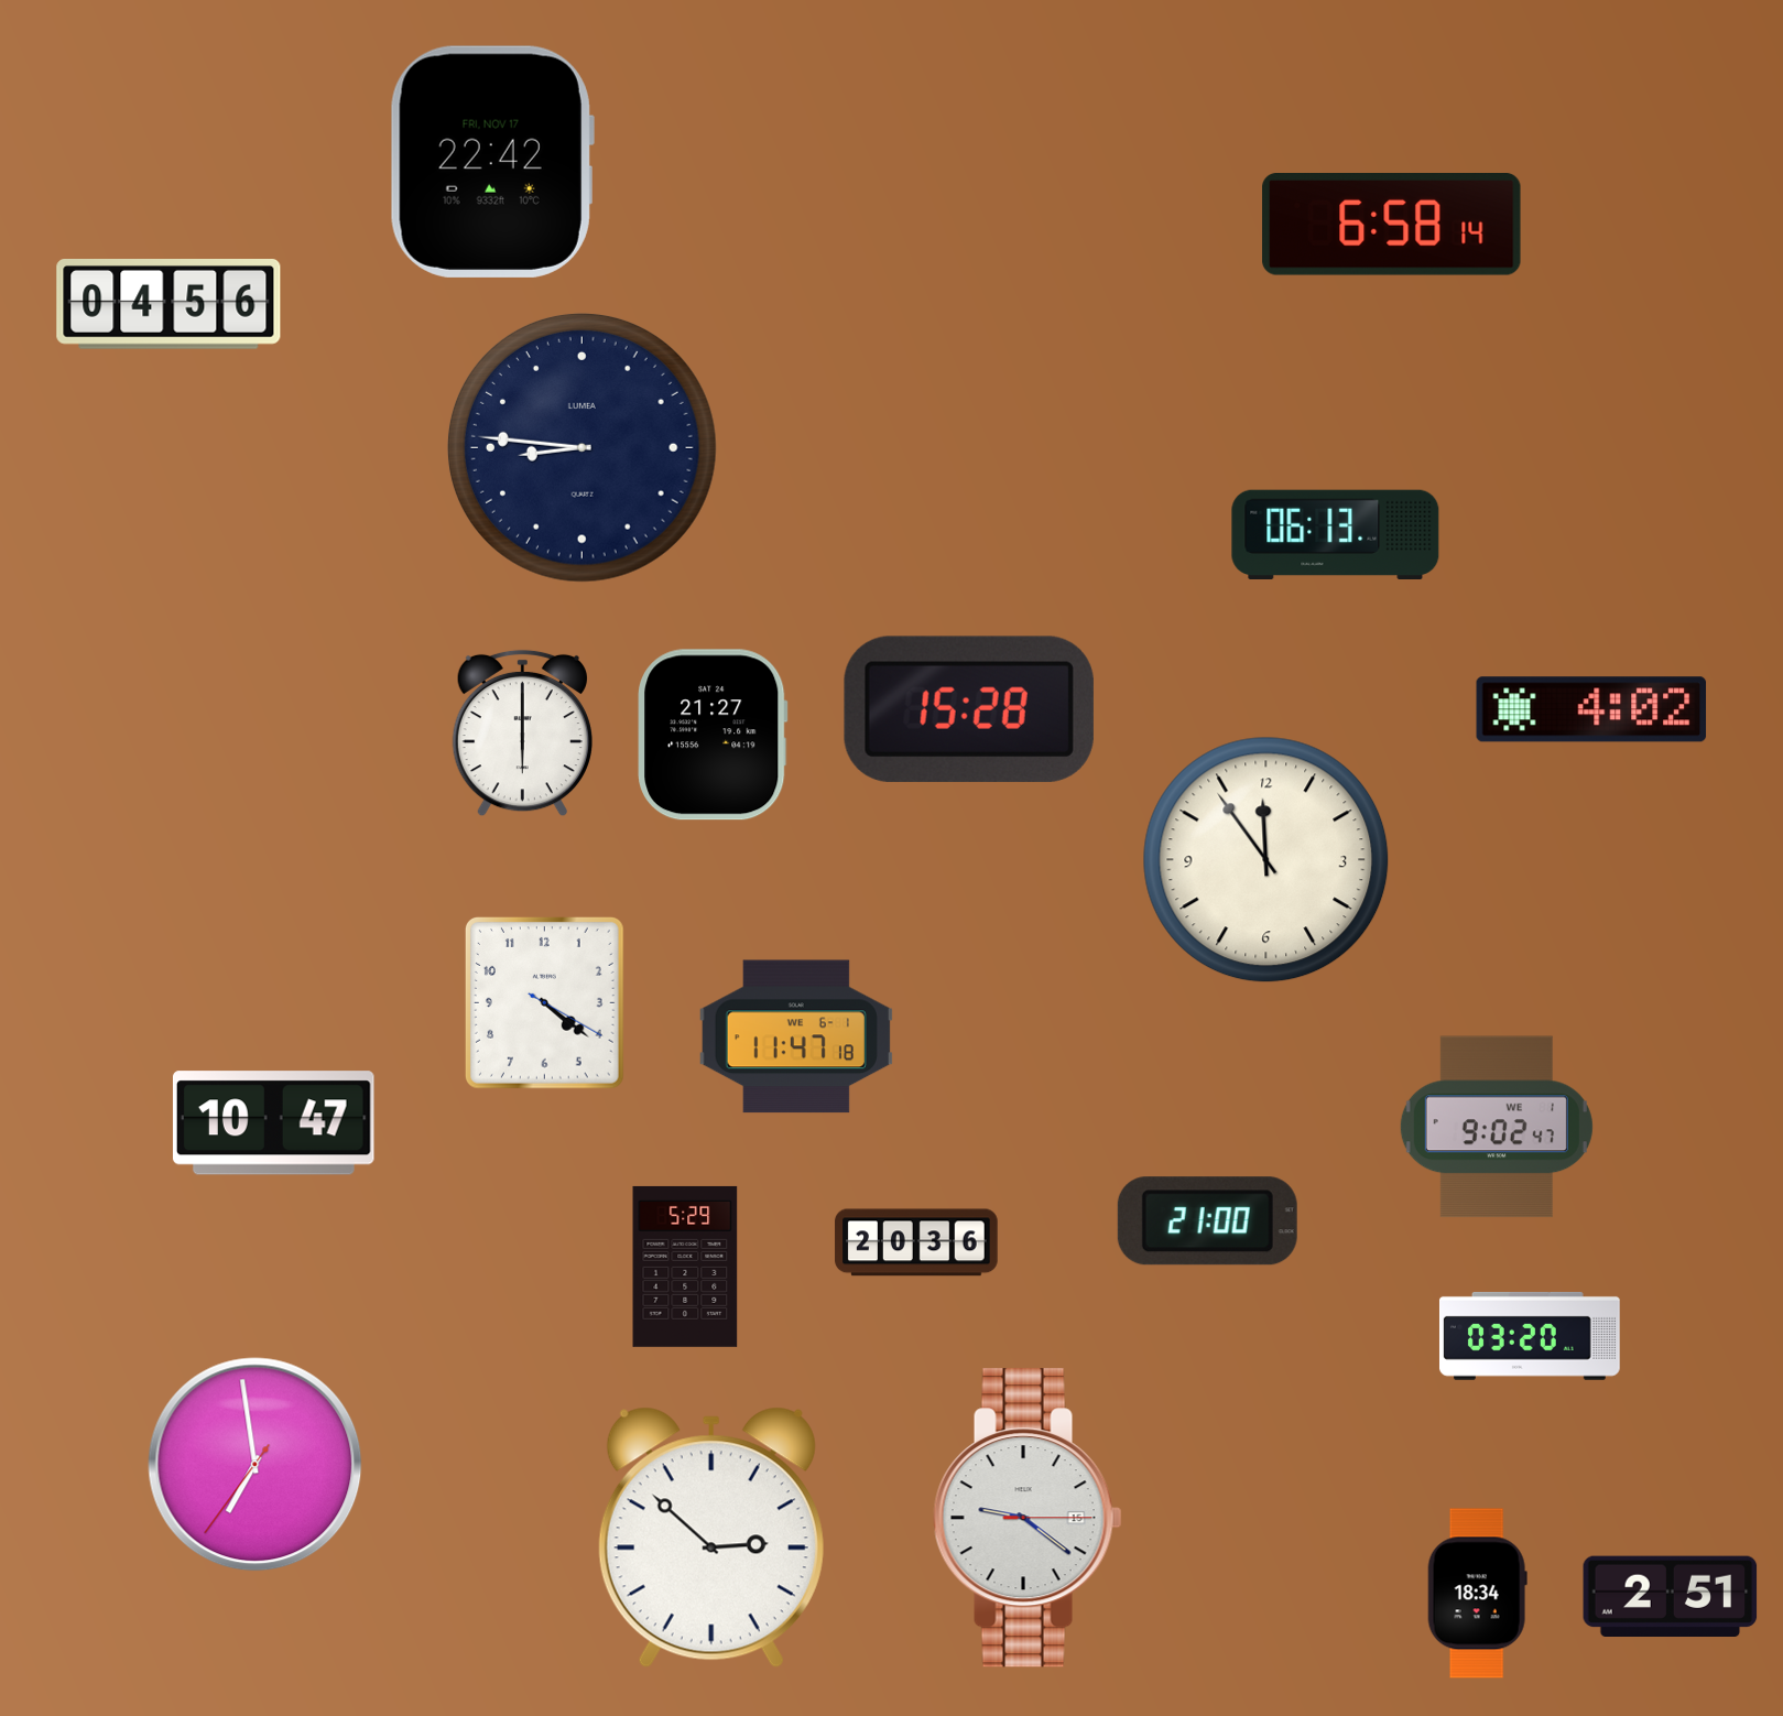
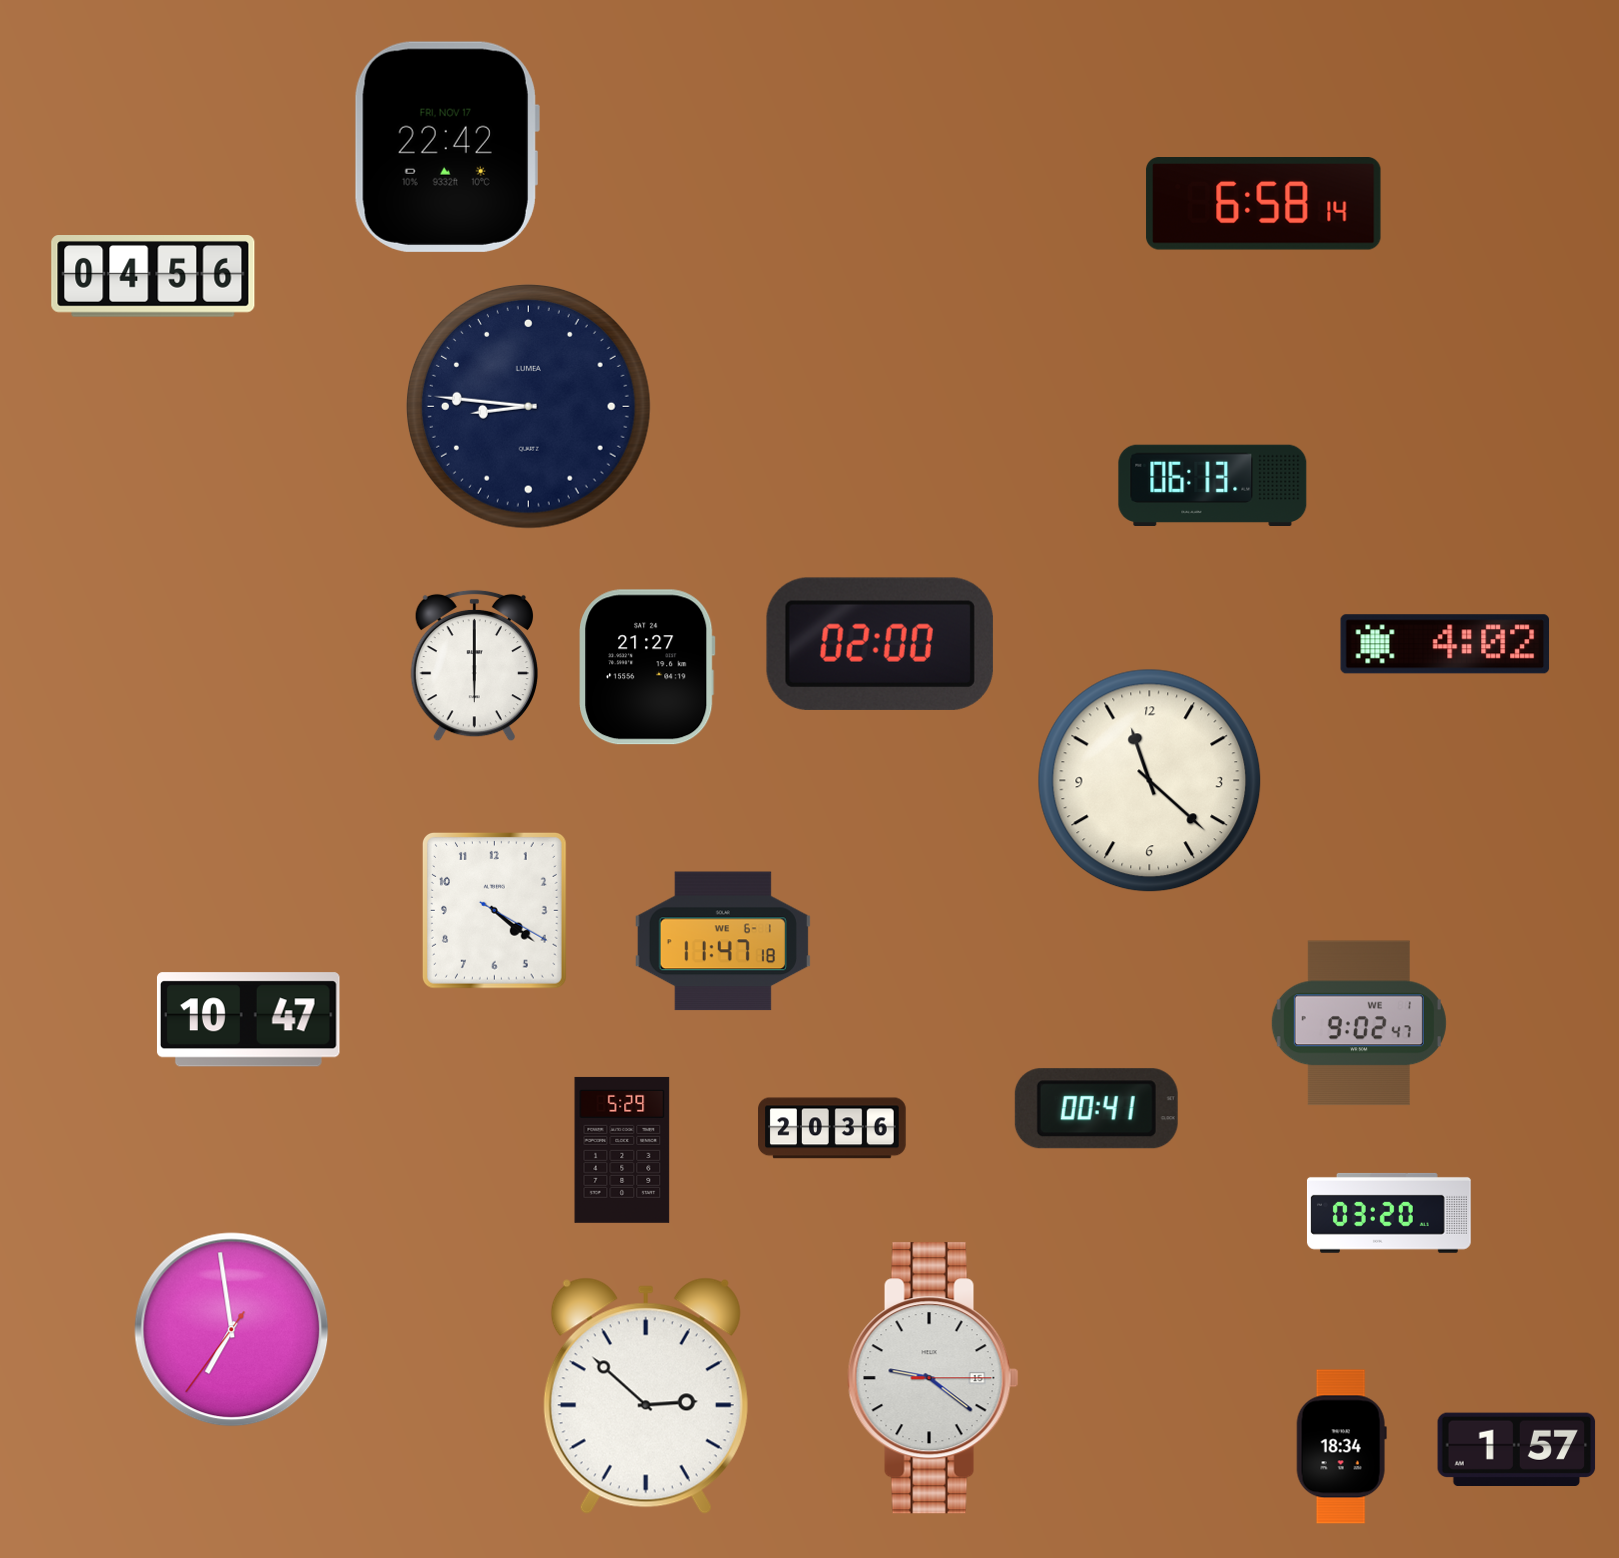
clock at (969, 709): 15:28 -> 02:00
clock at (1266, 860): 11:54 -> 11:22
clock at (1207, 1221): 21:00 -> 00:41
clock at (1671, 1597): 2:51 -> 1:57
